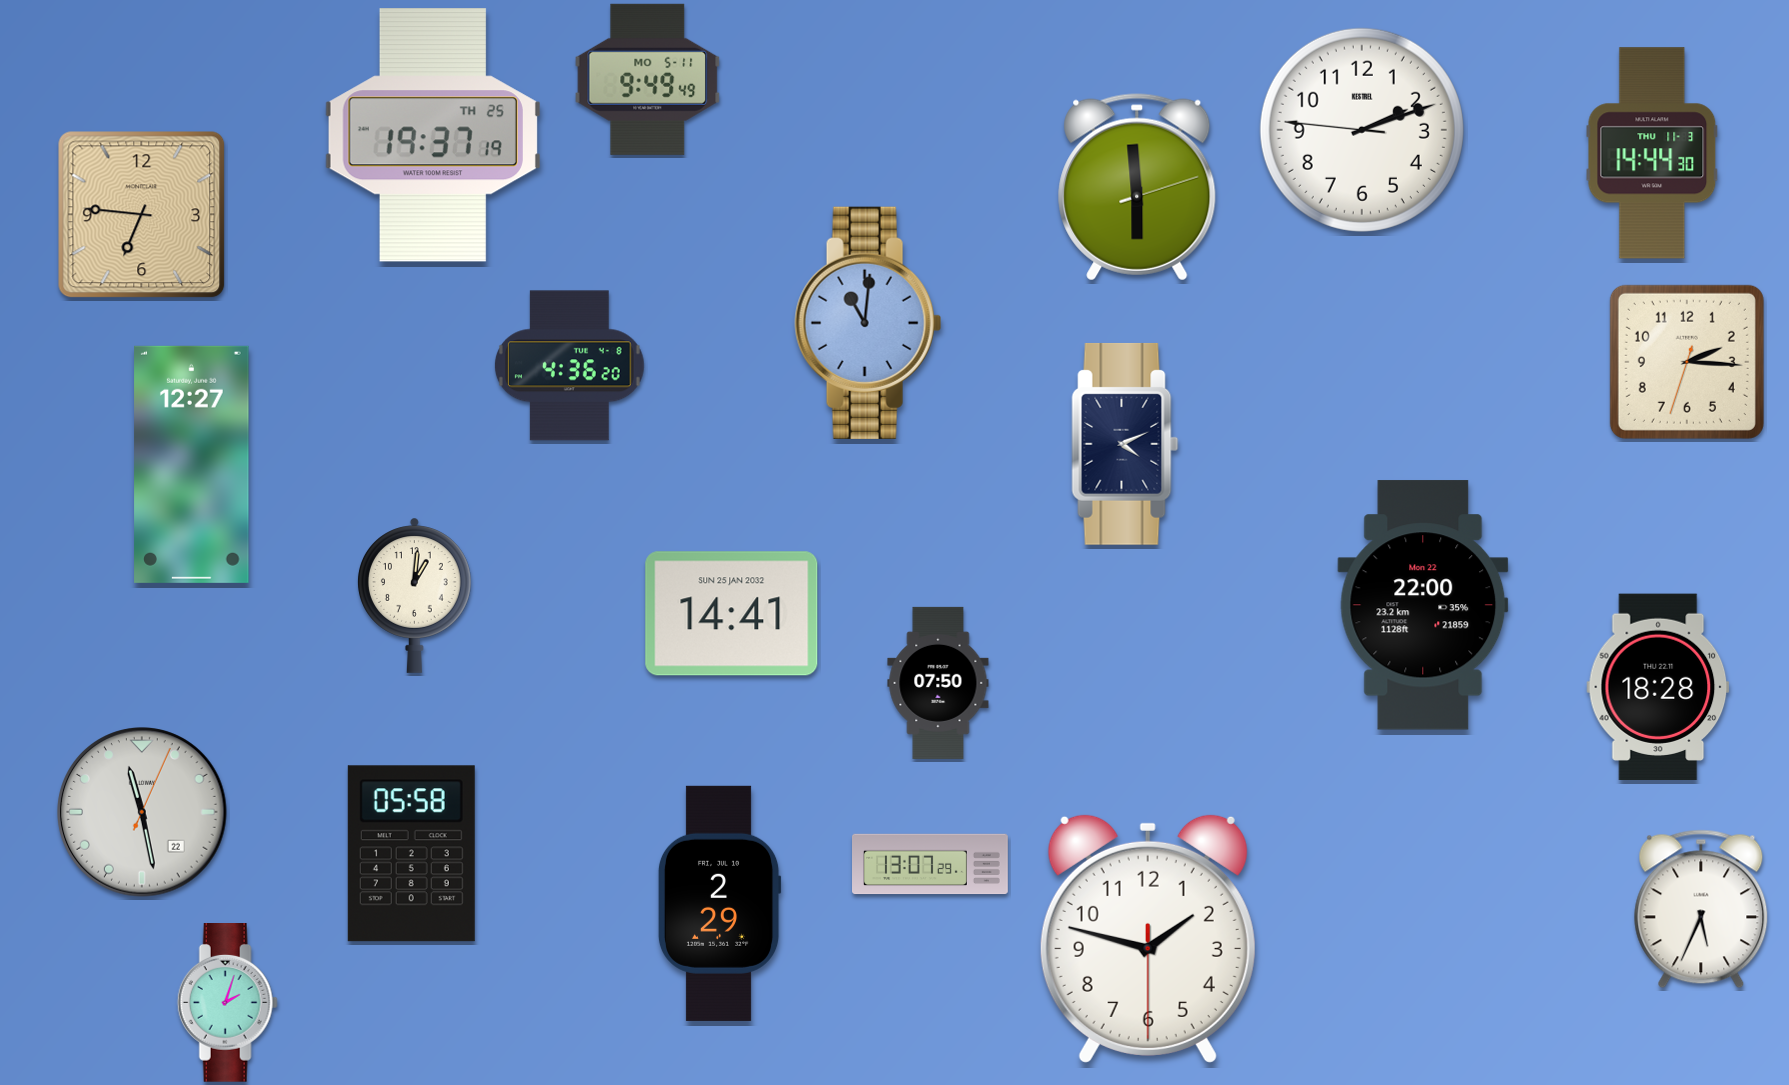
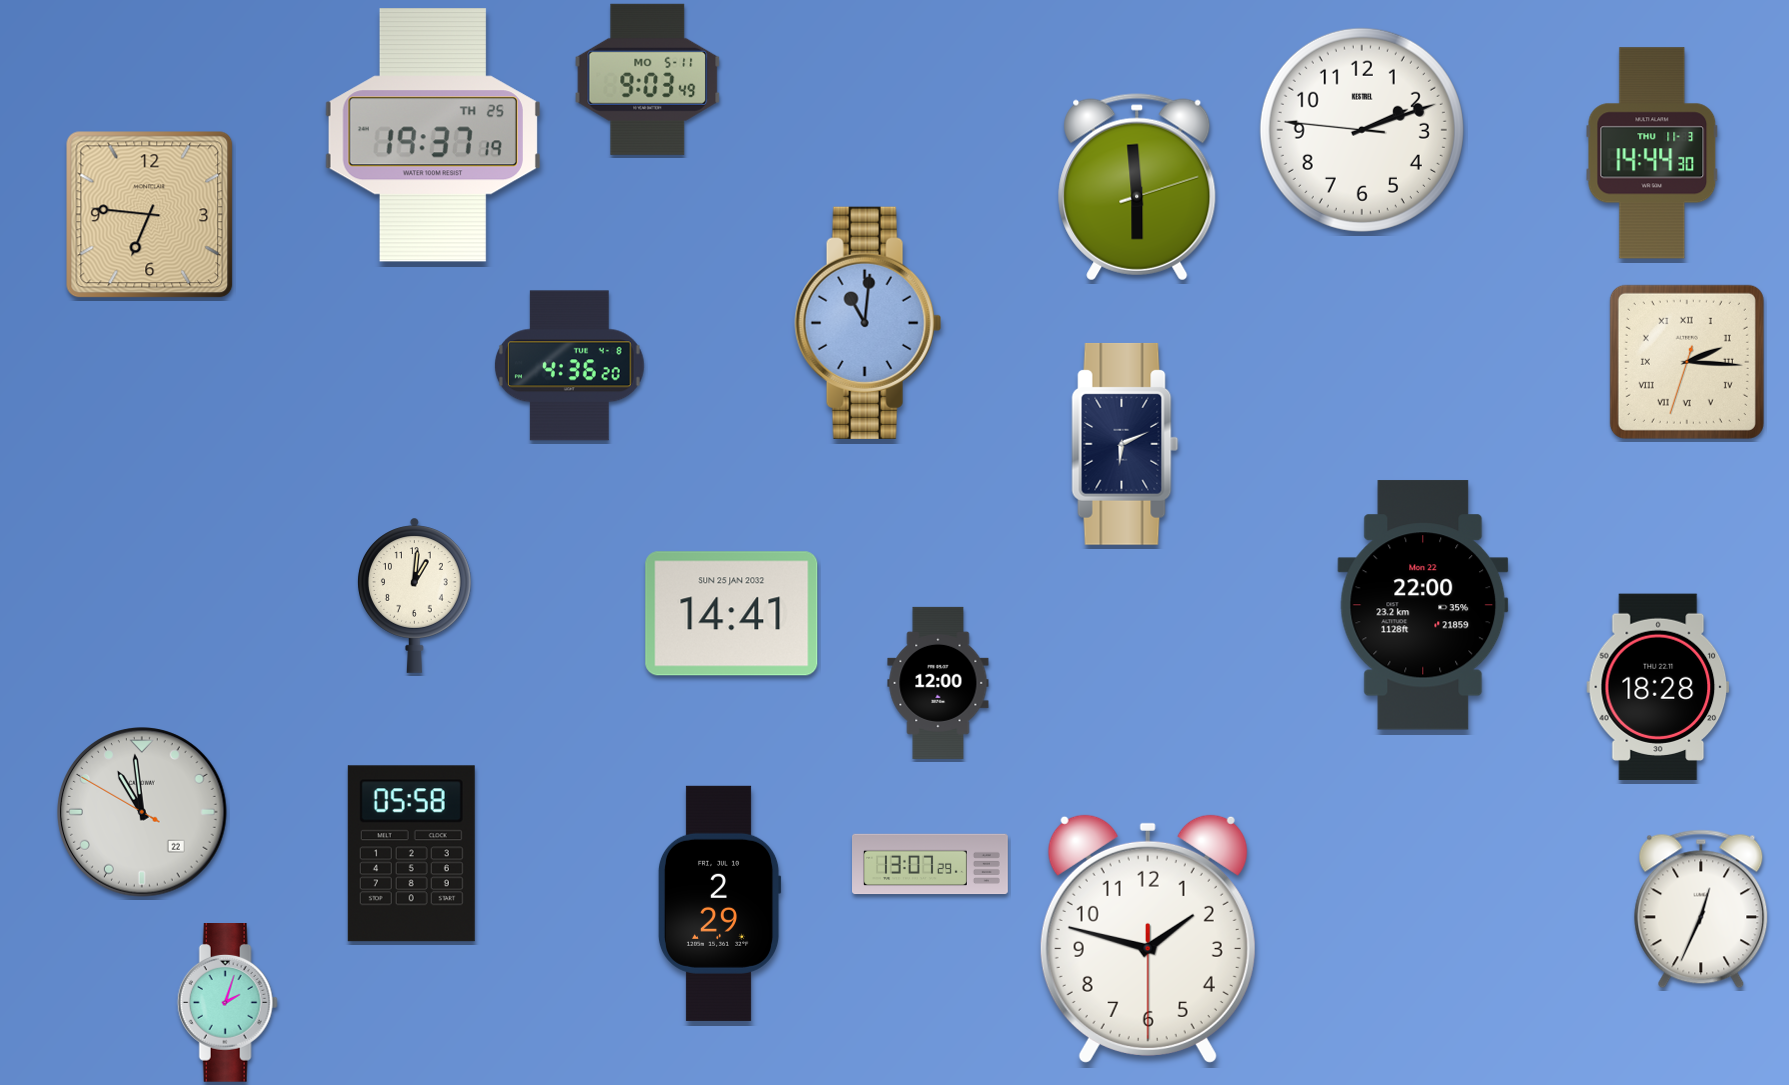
clock at (648, 79): 9:49 -> 9:03
clock at (142, 215) position: (142, 215) -> (150, 215)
clock at (1687, 362) numerals: Arabic -> Roman
clock at (1125, 444): 4:11 -> 6:11
clock at (192, 464): 12:27 -> none
clock at (938, 683): 07:50 -> 12:00
clock at (142, 812): 11:28 -> 10:58
clock at (1701, 909): 5:34 -> 12:34
